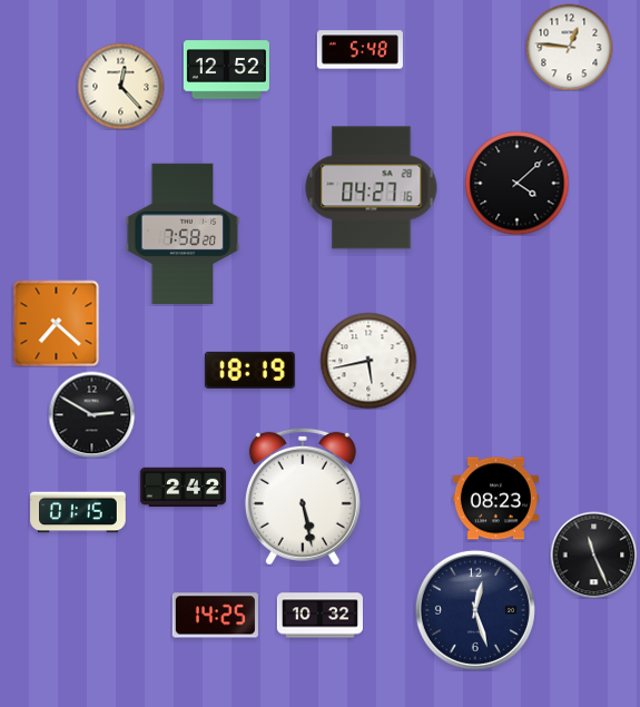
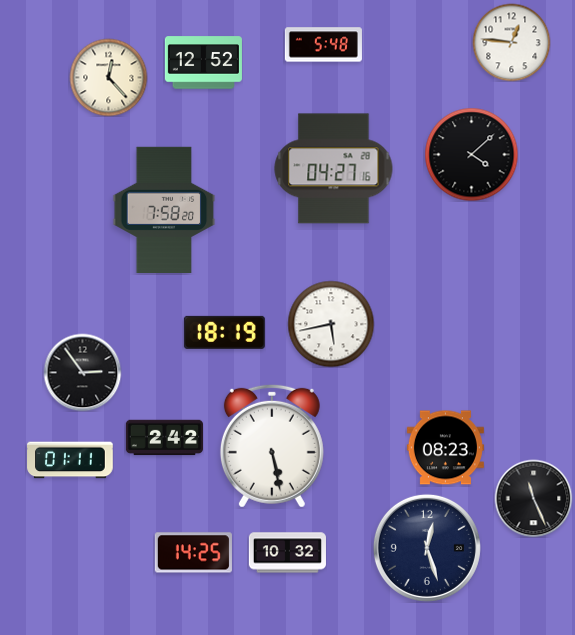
clock at (516, 183) position: (516, 183) -> (471, 154)
clock at (56, 323): 7:22 -> none
clock at (91, 414): 2:50 -> 2:54
clock at (78, 512): 01:15 -> 01:11
